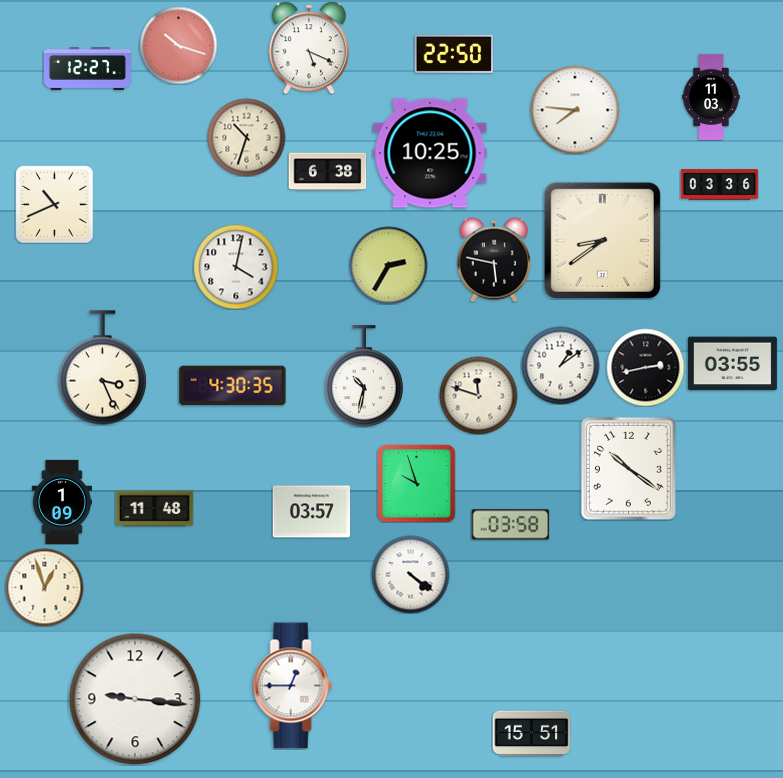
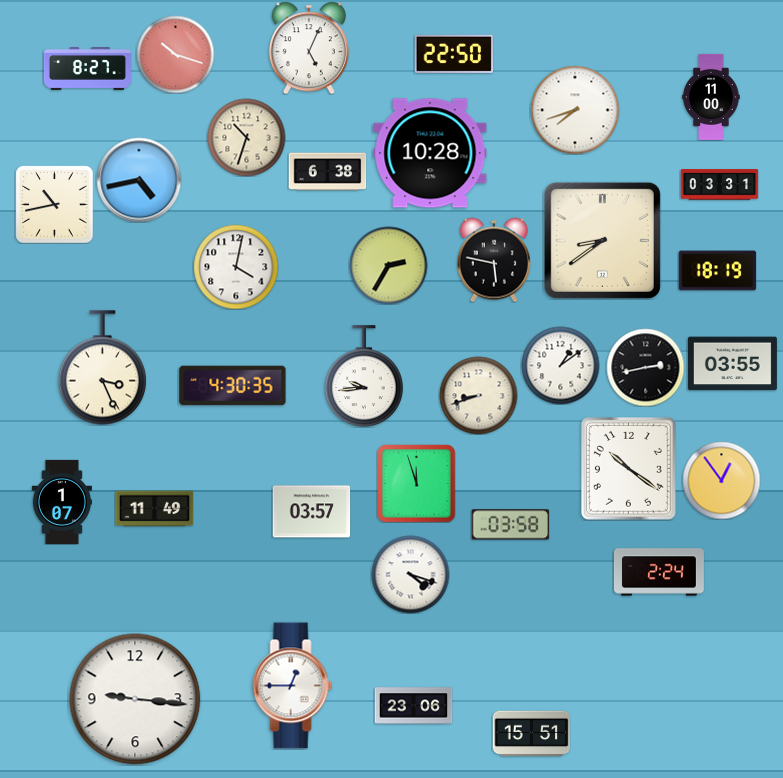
clock at (178, 45) position: (178, 45) -> (175, 54)
clock at (309, 48): 5:19 -> 5:04
clock at (87, 69): 12:27 -> 8:27
clock at (711, 97): 11:03 -> 11:00
clock at (575, 110): 7:46 -> 7:42
clock at (430, 153): 10:25 -> 10:28
clock at (139, 180): none -> 4:43
clock at (719, 185): 03:36 -> 03:31
clock at (54, 204): 10:41 -> 10:43
clock at (717, 271): none -> 18:19
clock at (364, 376): 10:32 -> 9:44
clock at (478, 395): 11:48 -> 8:42
clock at (721, 480): none -> 12:54
clock at (416, 483): 9:57 -> 11:57
clock at (62, 502): 1:09 -> 1:07
clock at (154, 509): 11:48 -> 11:49
clock at (659, 572): none -> 2:24
clock at (410, 574): 4:21 -> 4:18
clock at (44, 587): 12:57 -> none
clock at (413, 706): none -> 23:06
